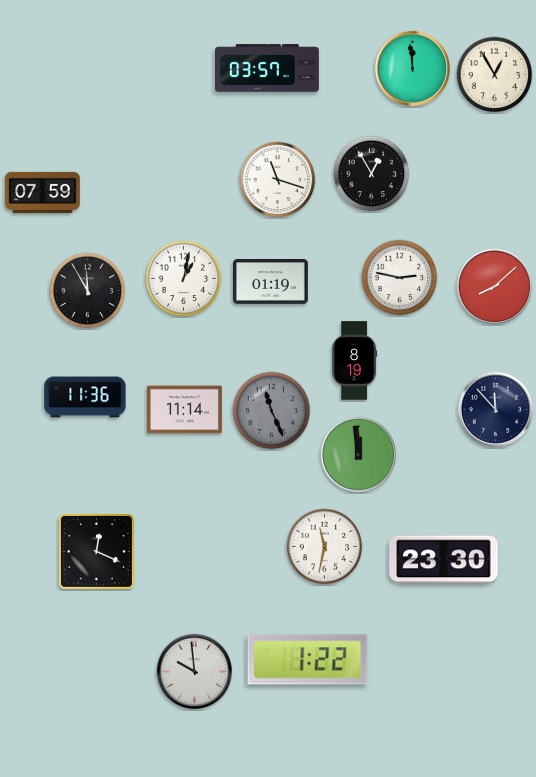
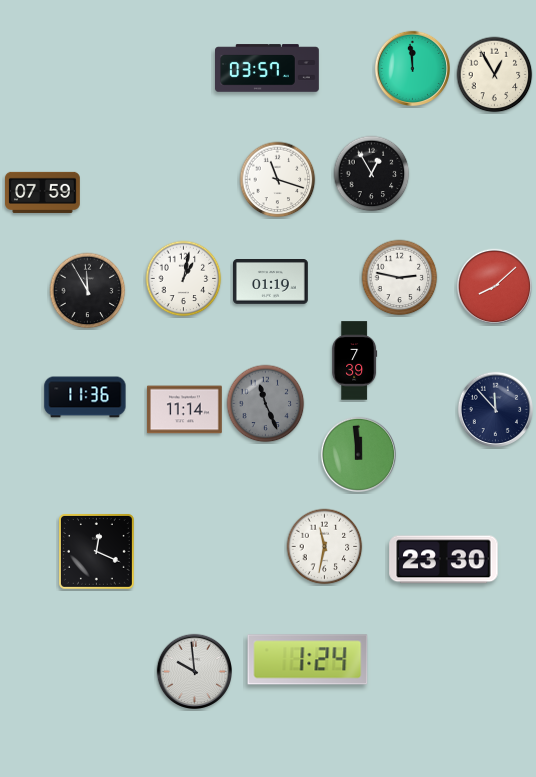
clock at (355, 361): 8:19 -> 7:39
clock at (272, 411) position: (272, 411) -> (266, 404)
clock at (308, 660): 1:22 -> 1:24
